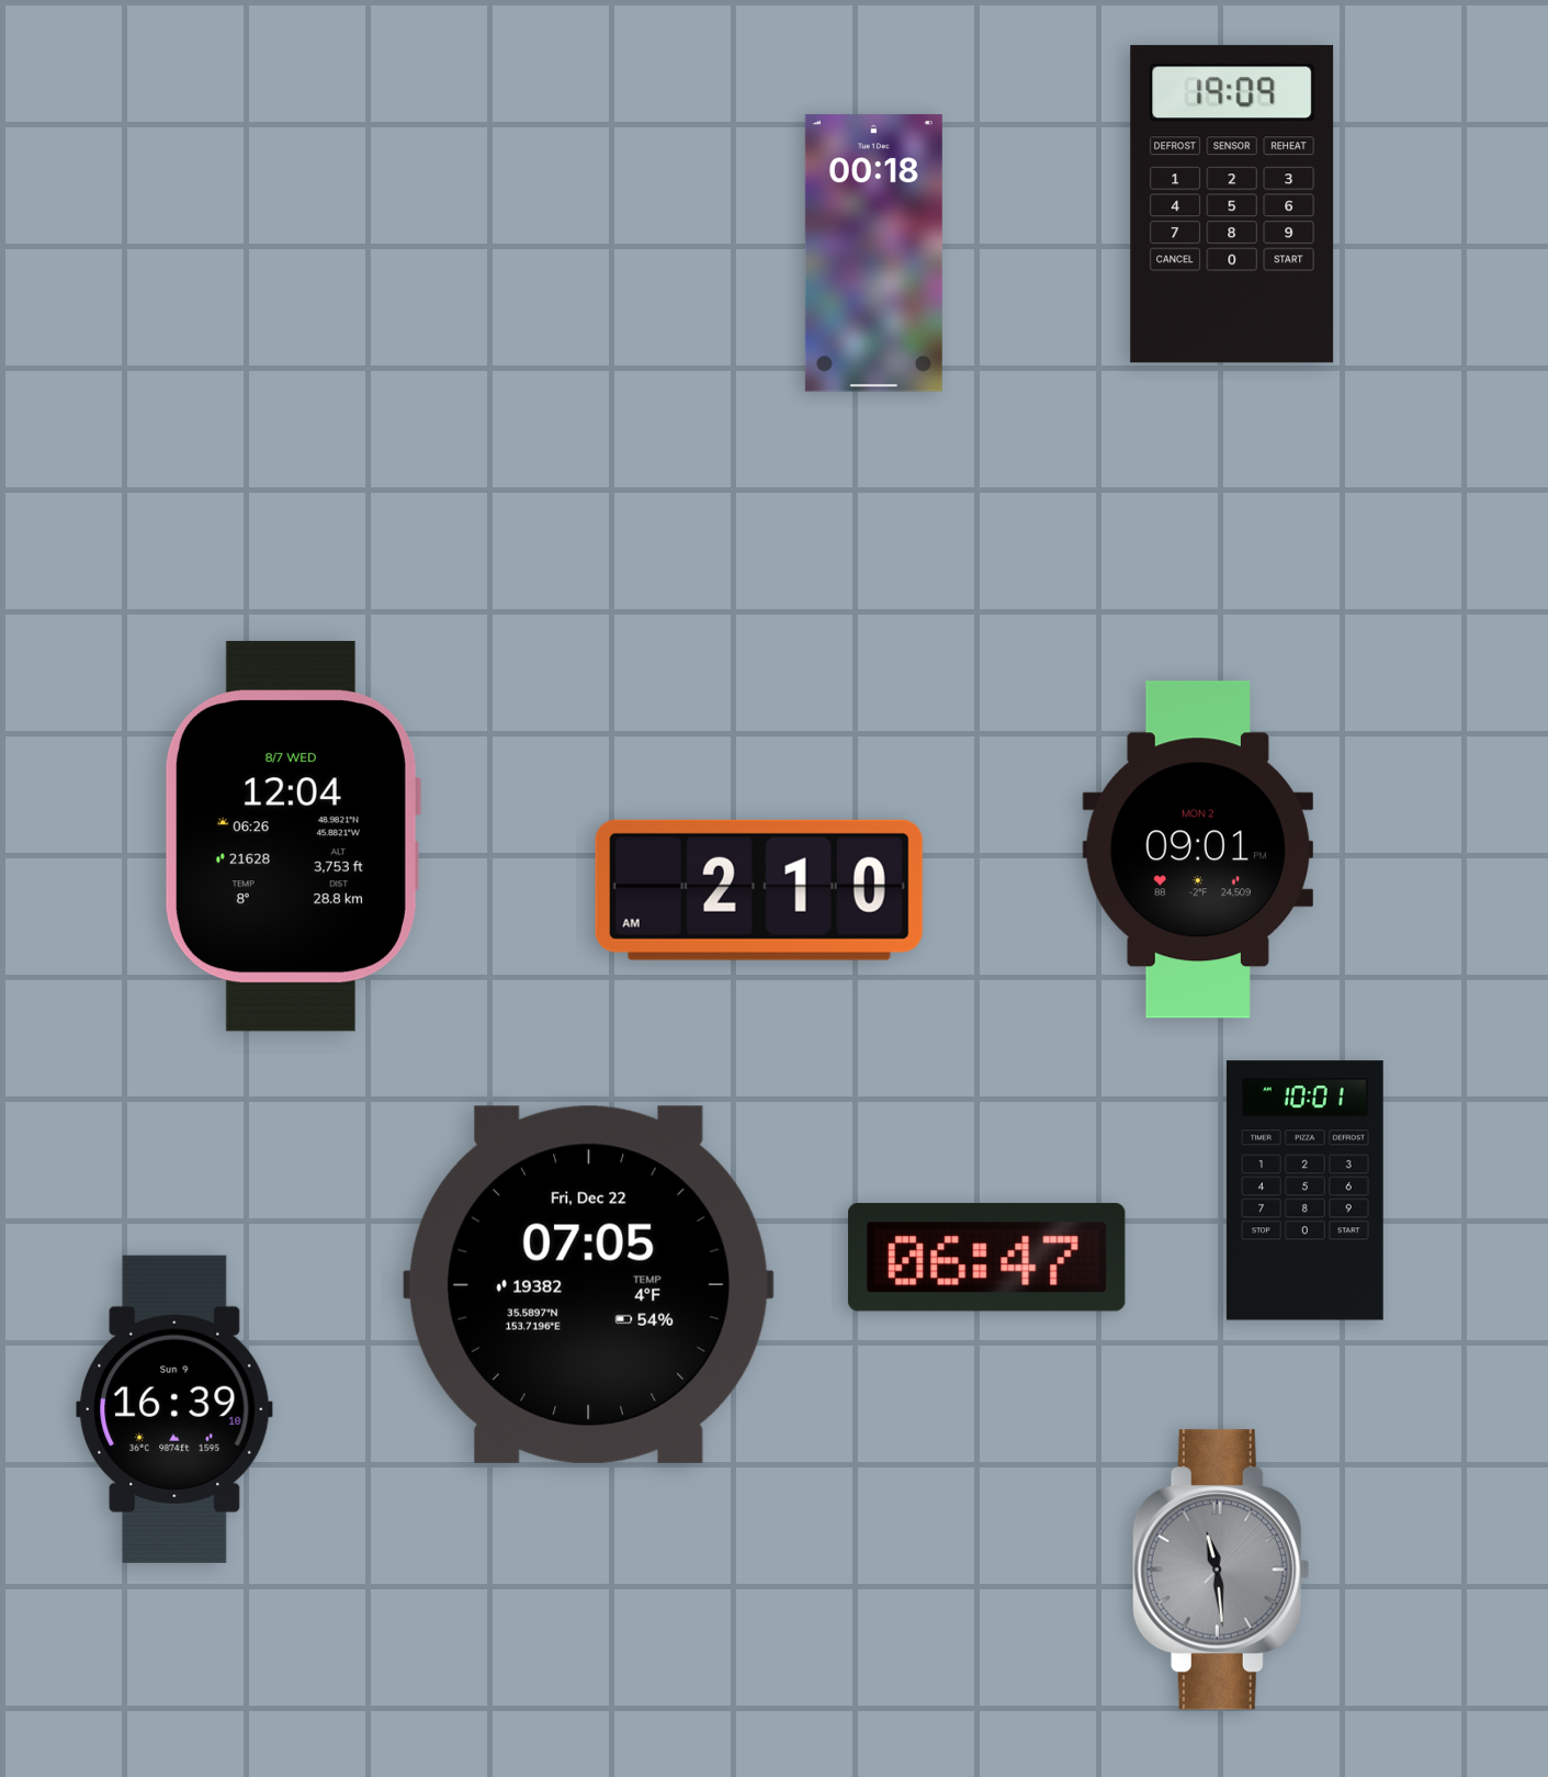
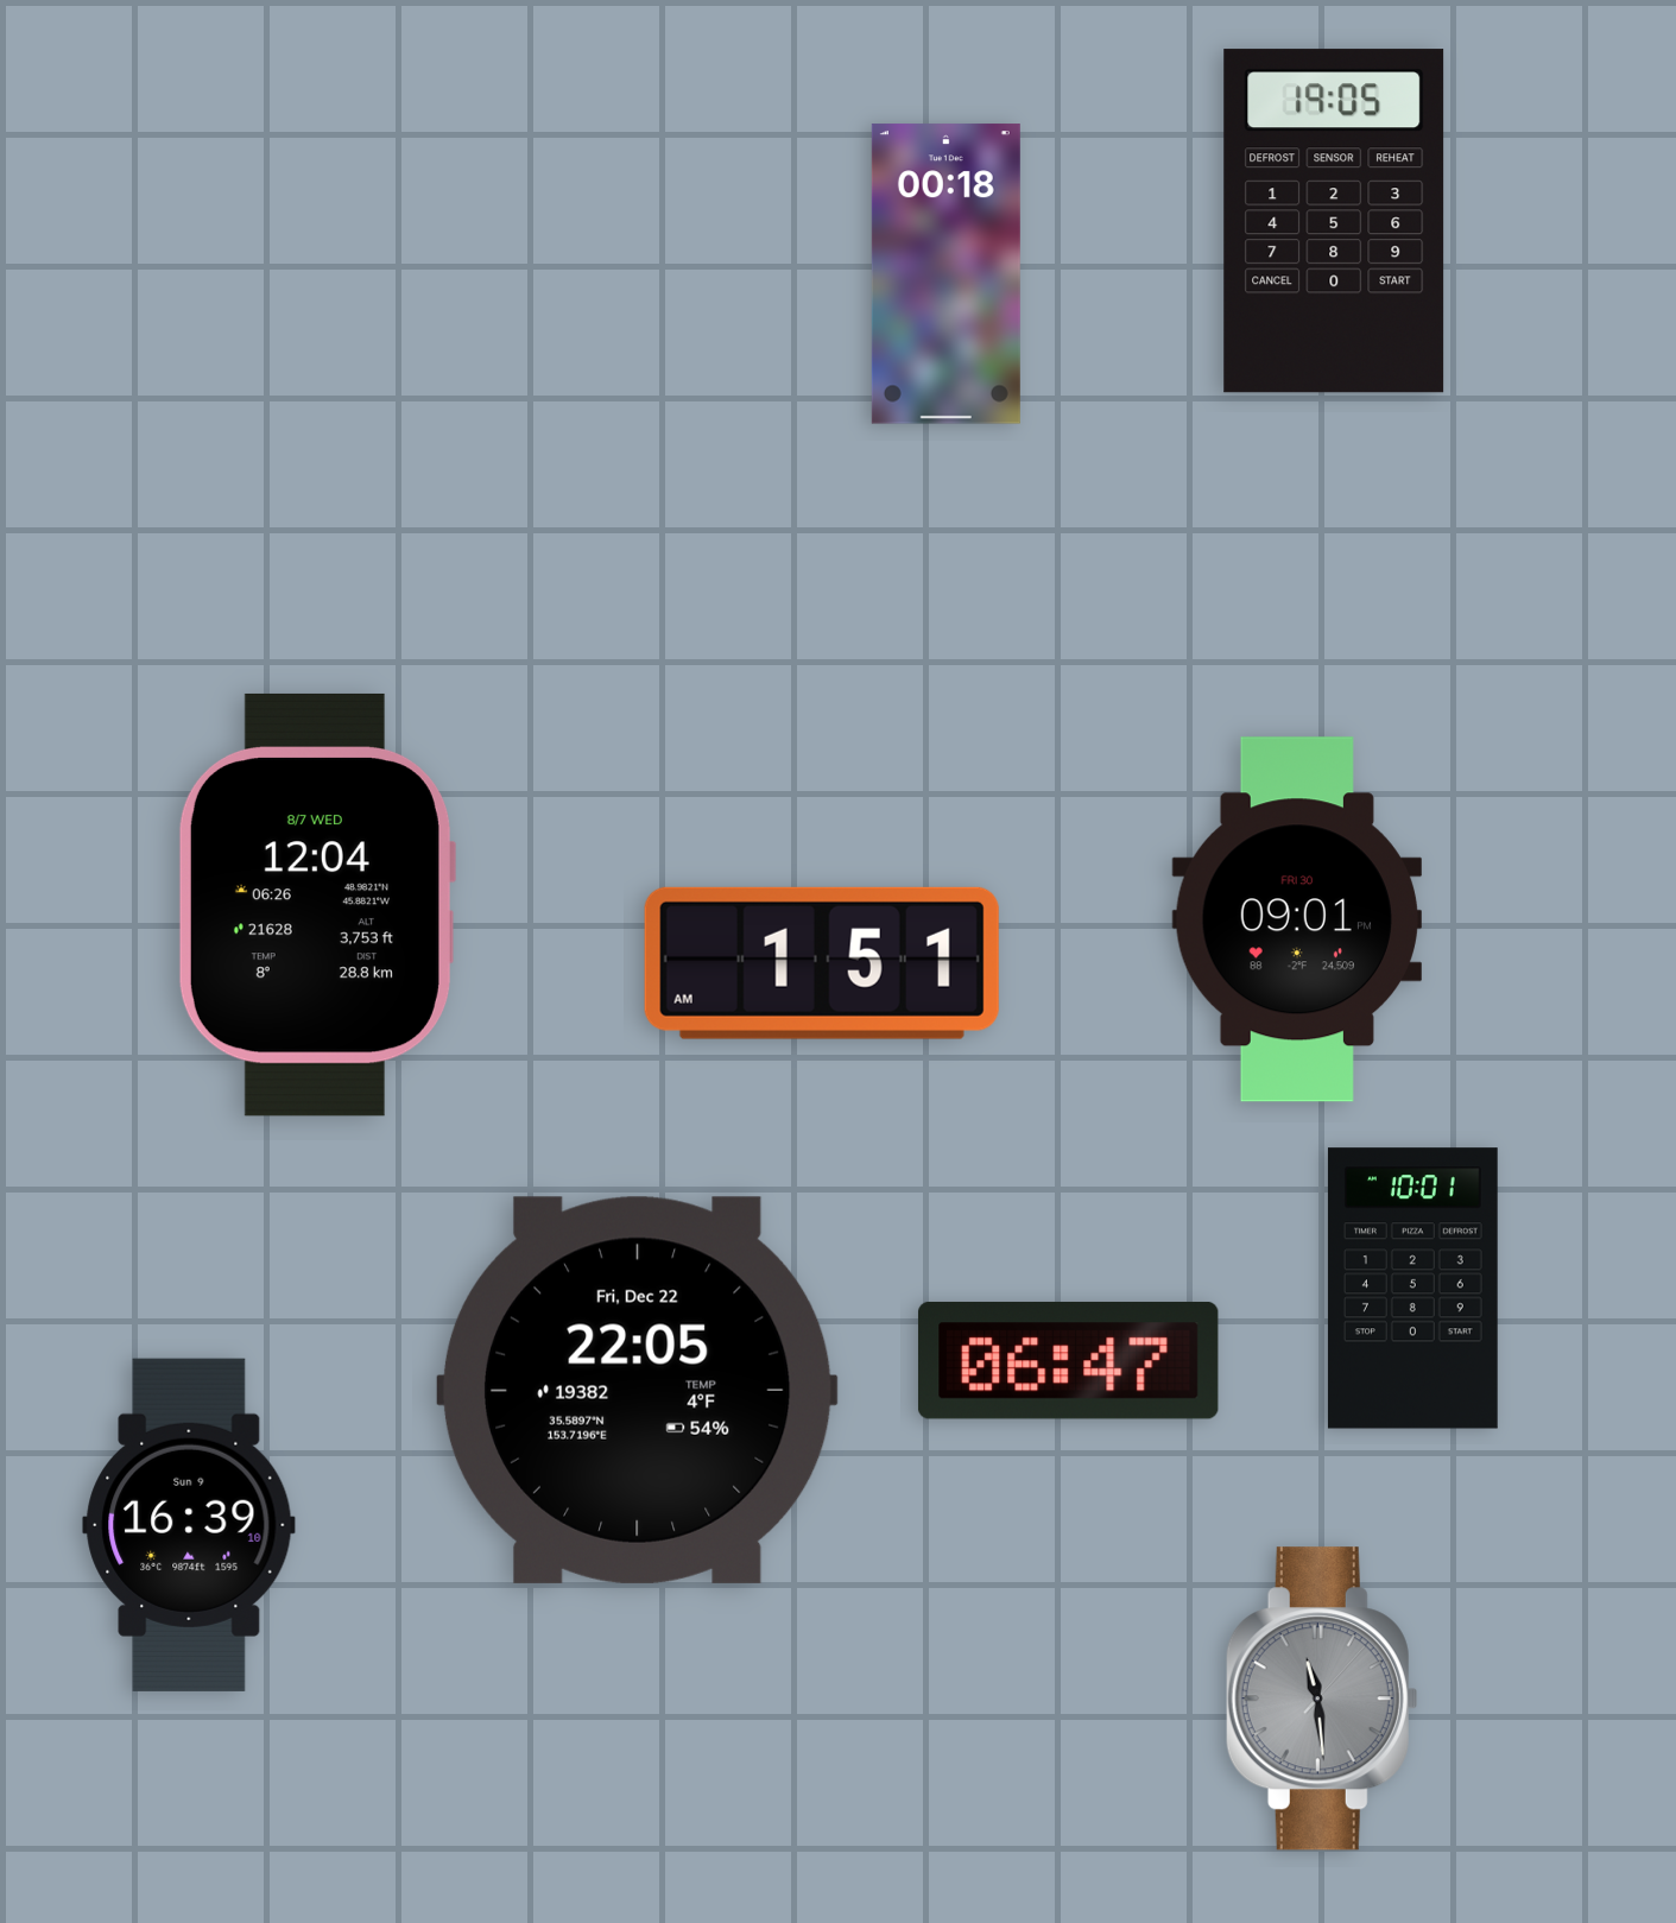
clock at (1232, 204): 19:09 -> 19:05
clock at (1198, 850) date: MON 2 -> FRI 30
clock at (759, 890): 2:10 -> 1:51
clock at (588, 1284): 07:05 -> 22:05
